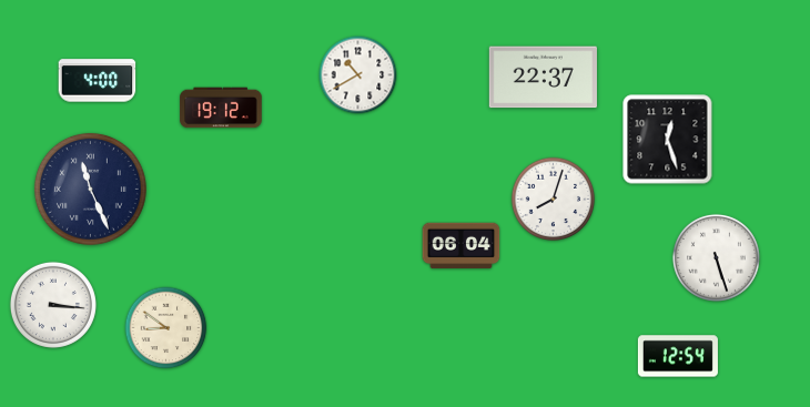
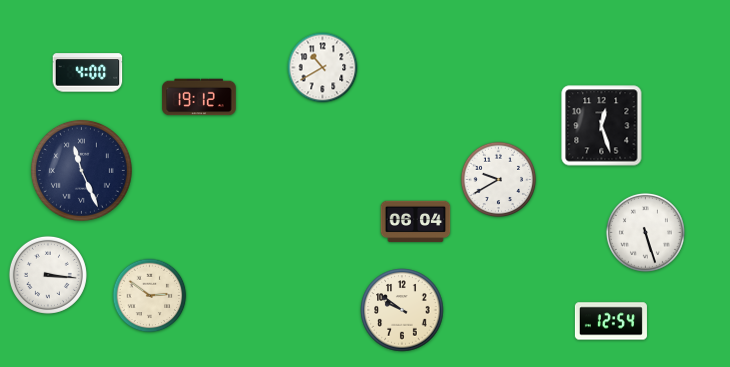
clock at (543, 78): 22:37 -> none
clock at (554, 200): 8:03 -> 9:40
clock at (166, 328): 8:51 -> 2:51
clock at (402, 310): none -> 9:51
